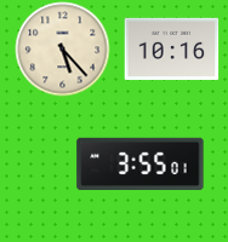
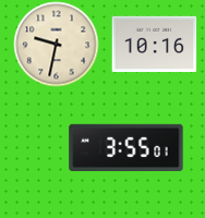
clock at (62, 48): 5:23 -> 9:32
